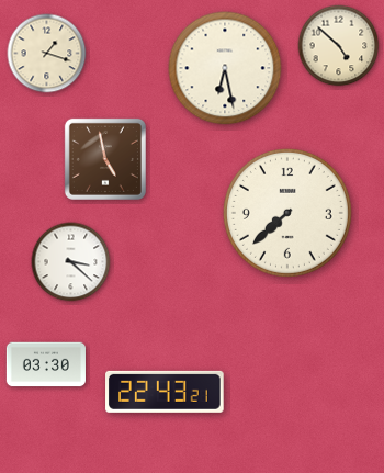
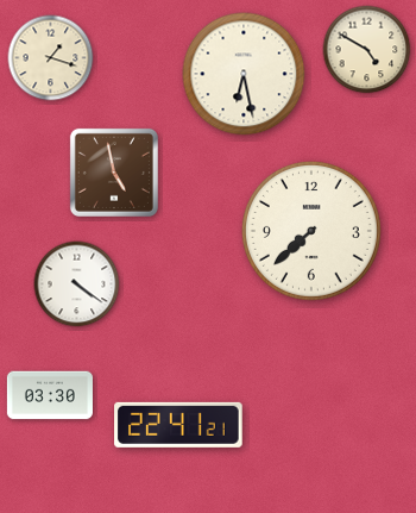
clock at (339, 46): 4:52 -> 4:50
clock at (71, 262): 3:22 -> 4:21
clock at (165, 392): 22:43 -> 22:41
